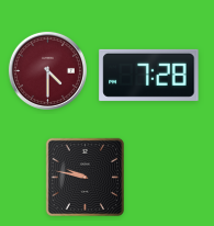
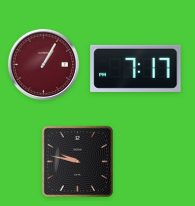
clock at (47, 70): 4:30 -> 1:05
clock at (149, 75): 7:28 -> 7:17
